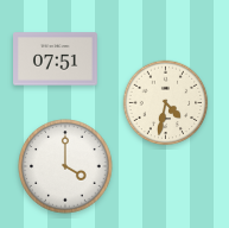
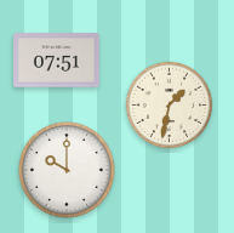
clock at (166, 103): 4:32 -> 1:32
clock at (65, 166): 4:00 -> 10:00
